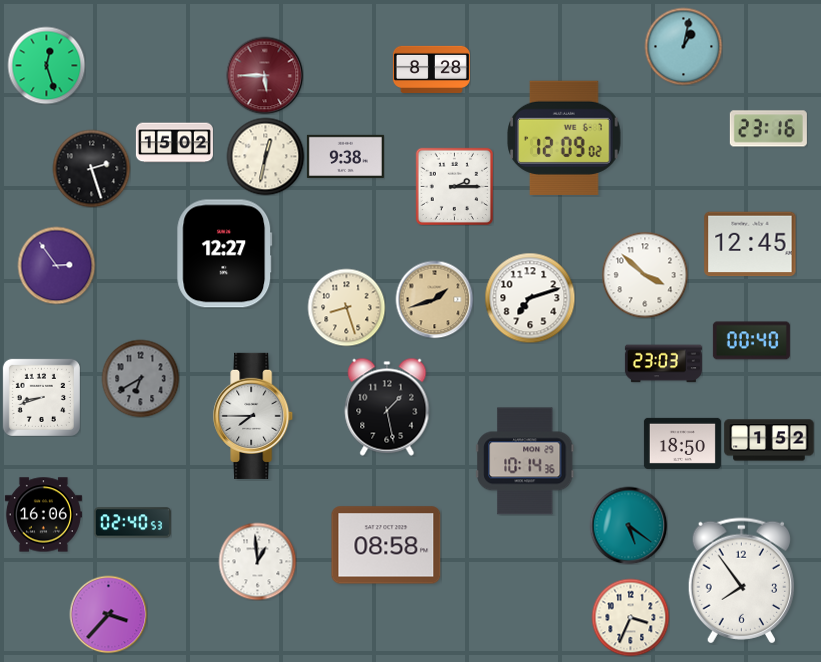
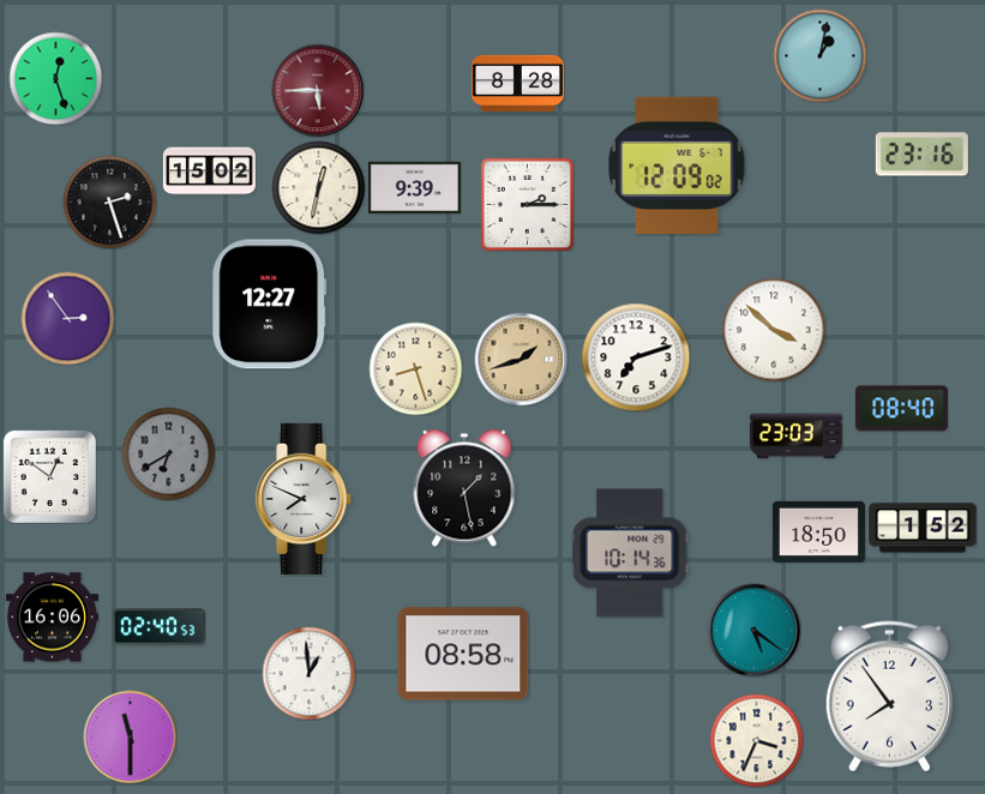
clock at (345, 156): 9:38 -> 9:39
clock at (454, 186) position: (454, 186) -> (527, 204)
clock at (750, 244): 12:45 -> none
clock at (751, 341): 00:40 -> 08:40
clock at (41, 397): 8:42 -> 12:51
clock at (254, 416): 7:45 -> 7:49
clock at (108, 614): 3:37 -> 11:30
